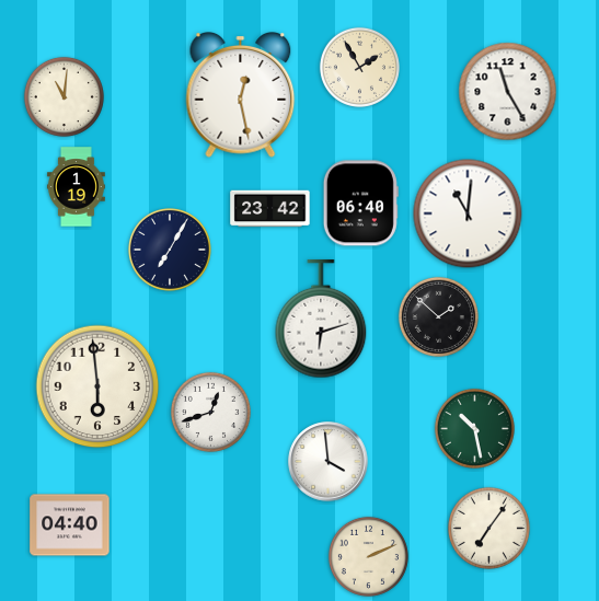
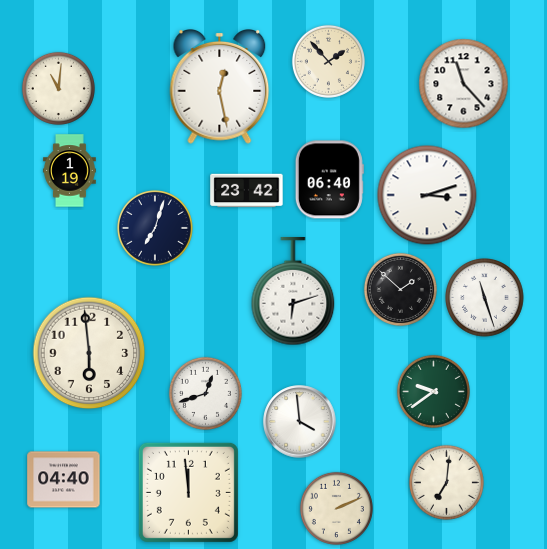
clock at (359, 67): 1:55 -> 1:53
clock at (508, 92): 11:25 -> 11:23
clock at (360, 204) position: (360, 204) -> (329, 180)
clock at (468, 213): 11:01 -> 3:12
clock at (170, 250): 7:05 -> 7:03
clock at (485, 298): none -> 11:27
clock at (210, 412) position: (210, 412) -> (205, 393)
clock at (474, 428): 10:28 -> 9:39
clock at (488, 528): 7:06 -> 7:01
clock at (188, 492): none -> 11:59
